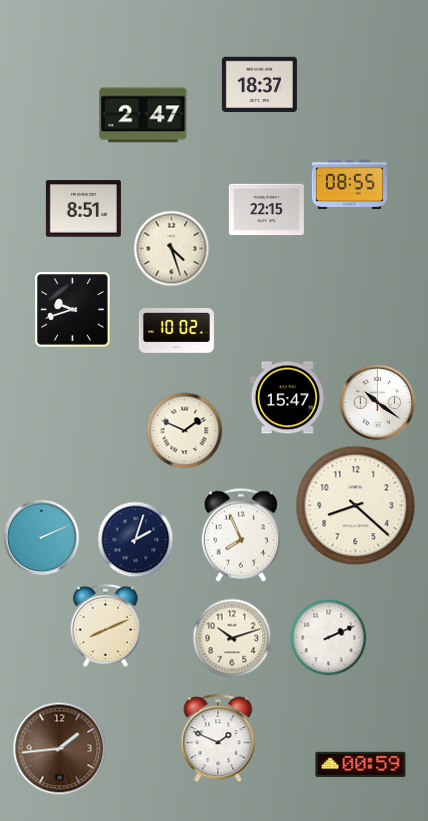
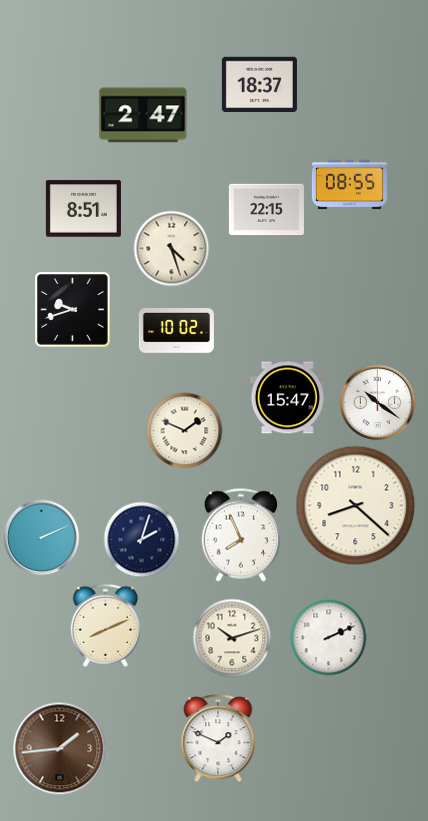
clock at (136, 540) position: (136, 540) -> (142, 540)
clock at (361, 764): 00:59 -> none
